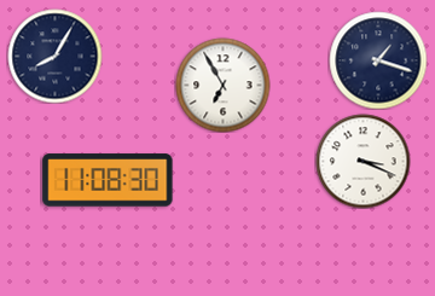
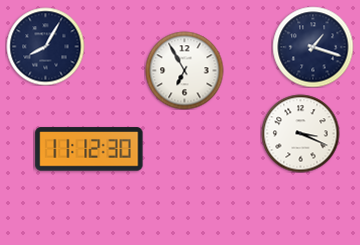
clock at (378, 60) position: (378, 60) -> (313, 47)
clock at (108, 180): 11:08 -> 11:12
